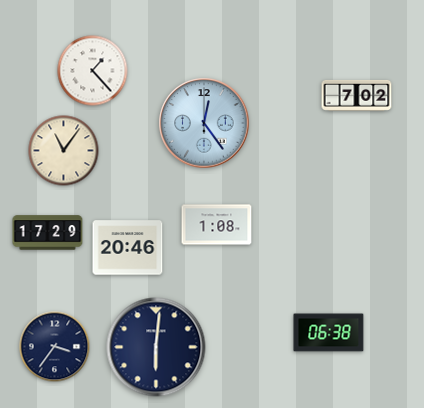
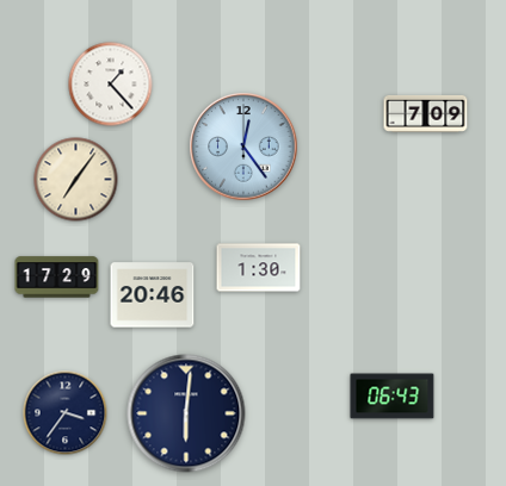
clock at (357, 95): 7:02 -> 7:09
clock at (64, 151): 11:06 -> 7:06
clock at (217, 225): 1:08 -> 1:30
clock at (329, 333): 06:38 -> 06:43
